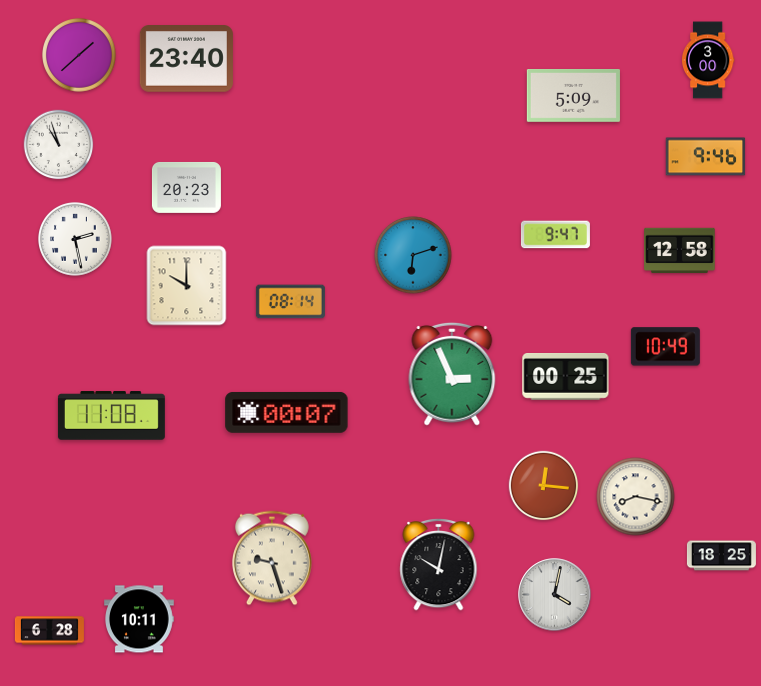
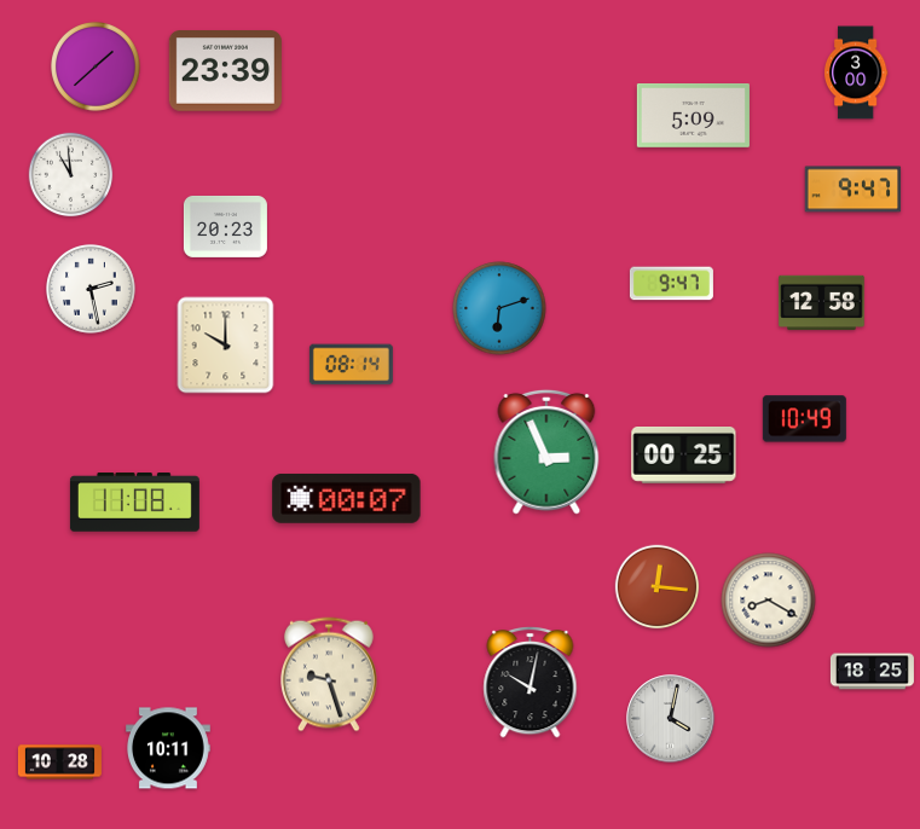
clock at (186, 59): 23:40 -> 23:39
clock at (59, 145): 10:57 -> 10:59
clock at (706, 157): 9:46 -> 9:47
clock at (636, 497): 8:17 -> 8:20
clock at (49, 631): 6:28 -> 10:28
